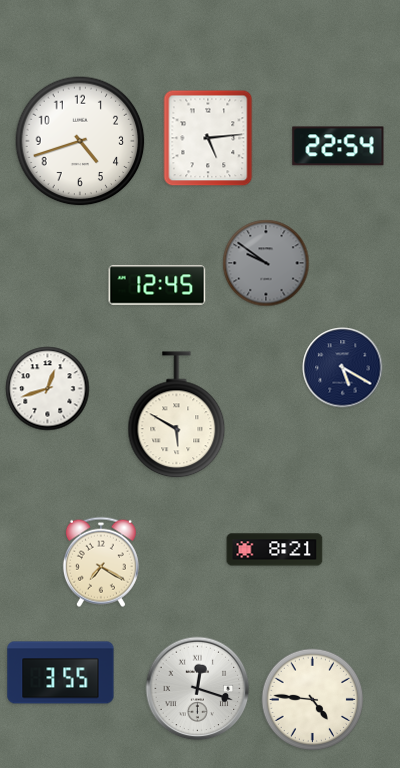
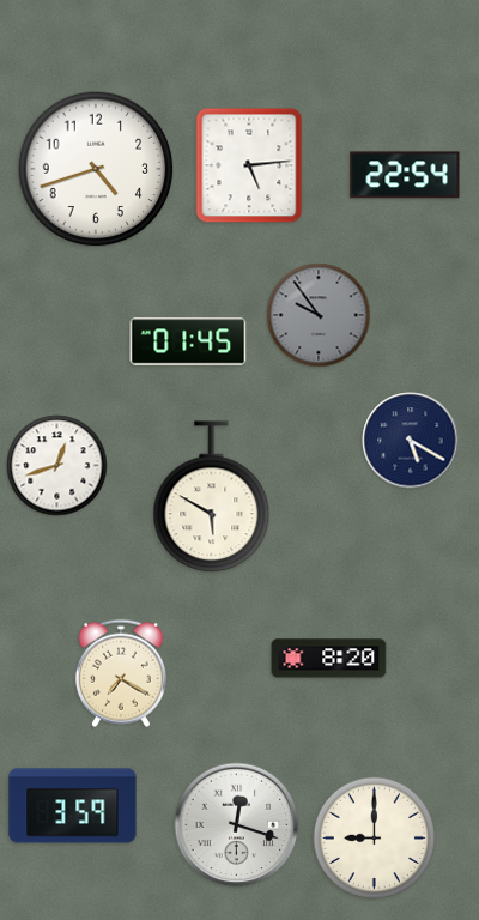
clock at (266, 263): 9:51 -> 9:54
clock at (157, 285): 12:45 -> 01:45
clock at (275, 550): 8:21 -> 8:20
clock at (61, 673): 3:55 -> 3:59
clock at (313, 700): 4:46 -> 9:00
